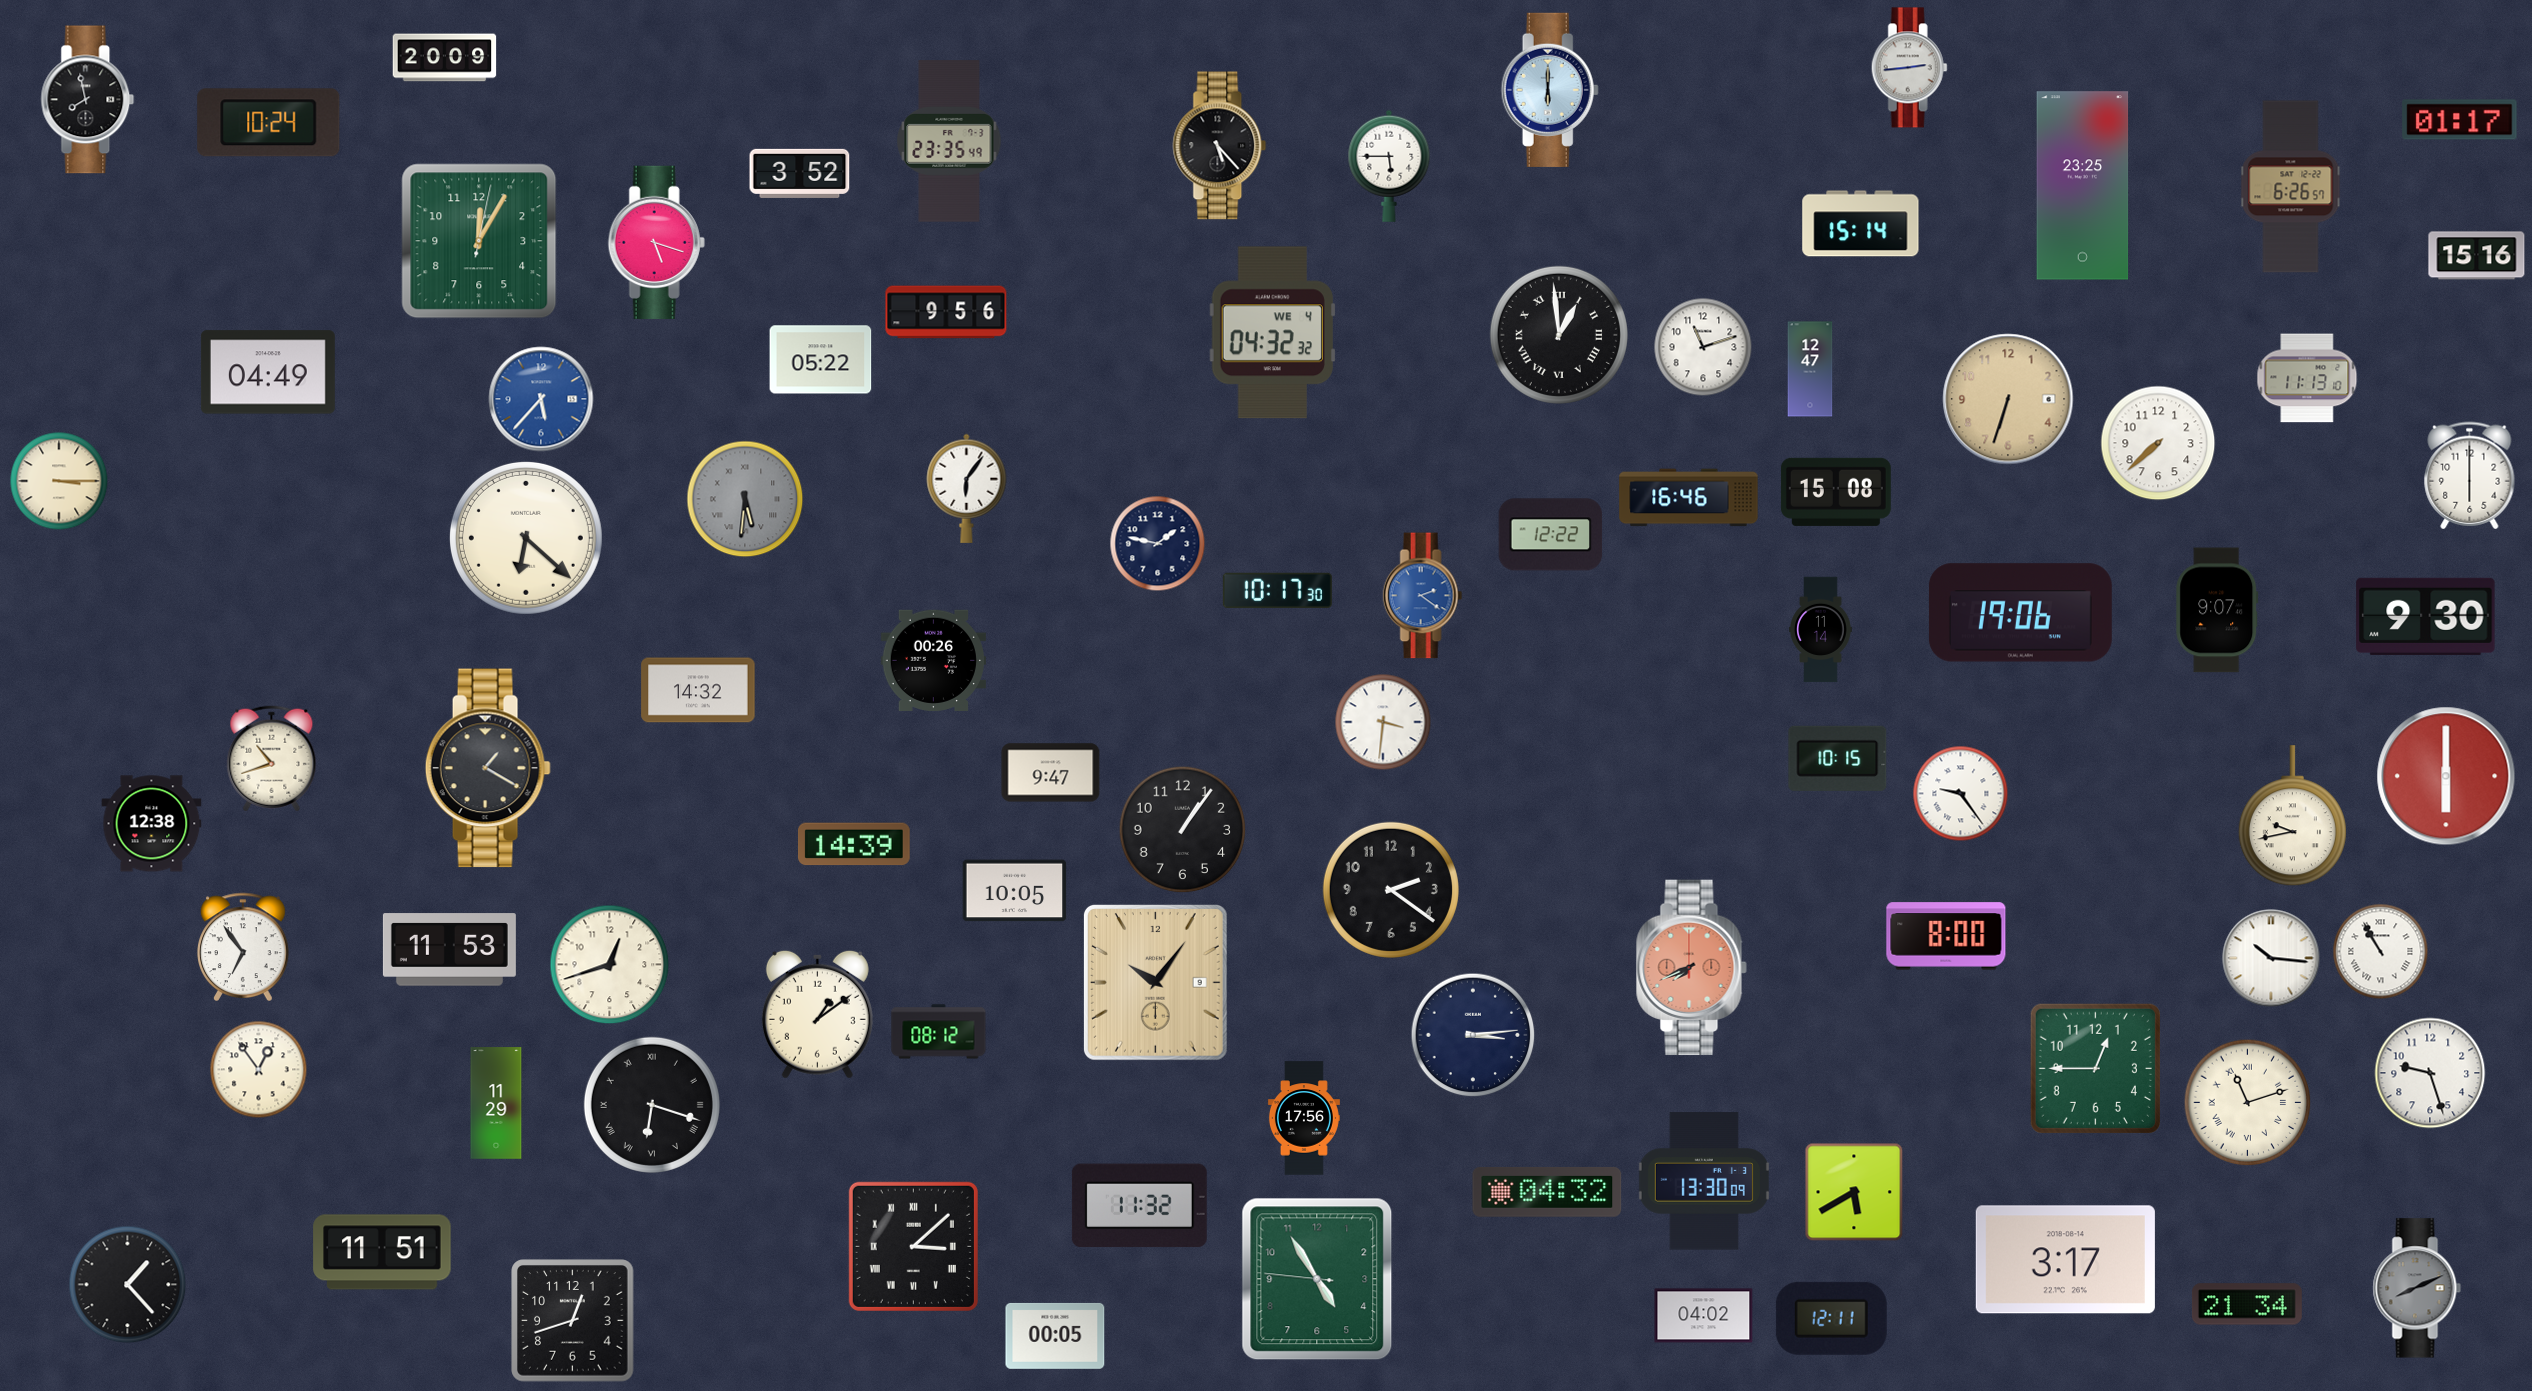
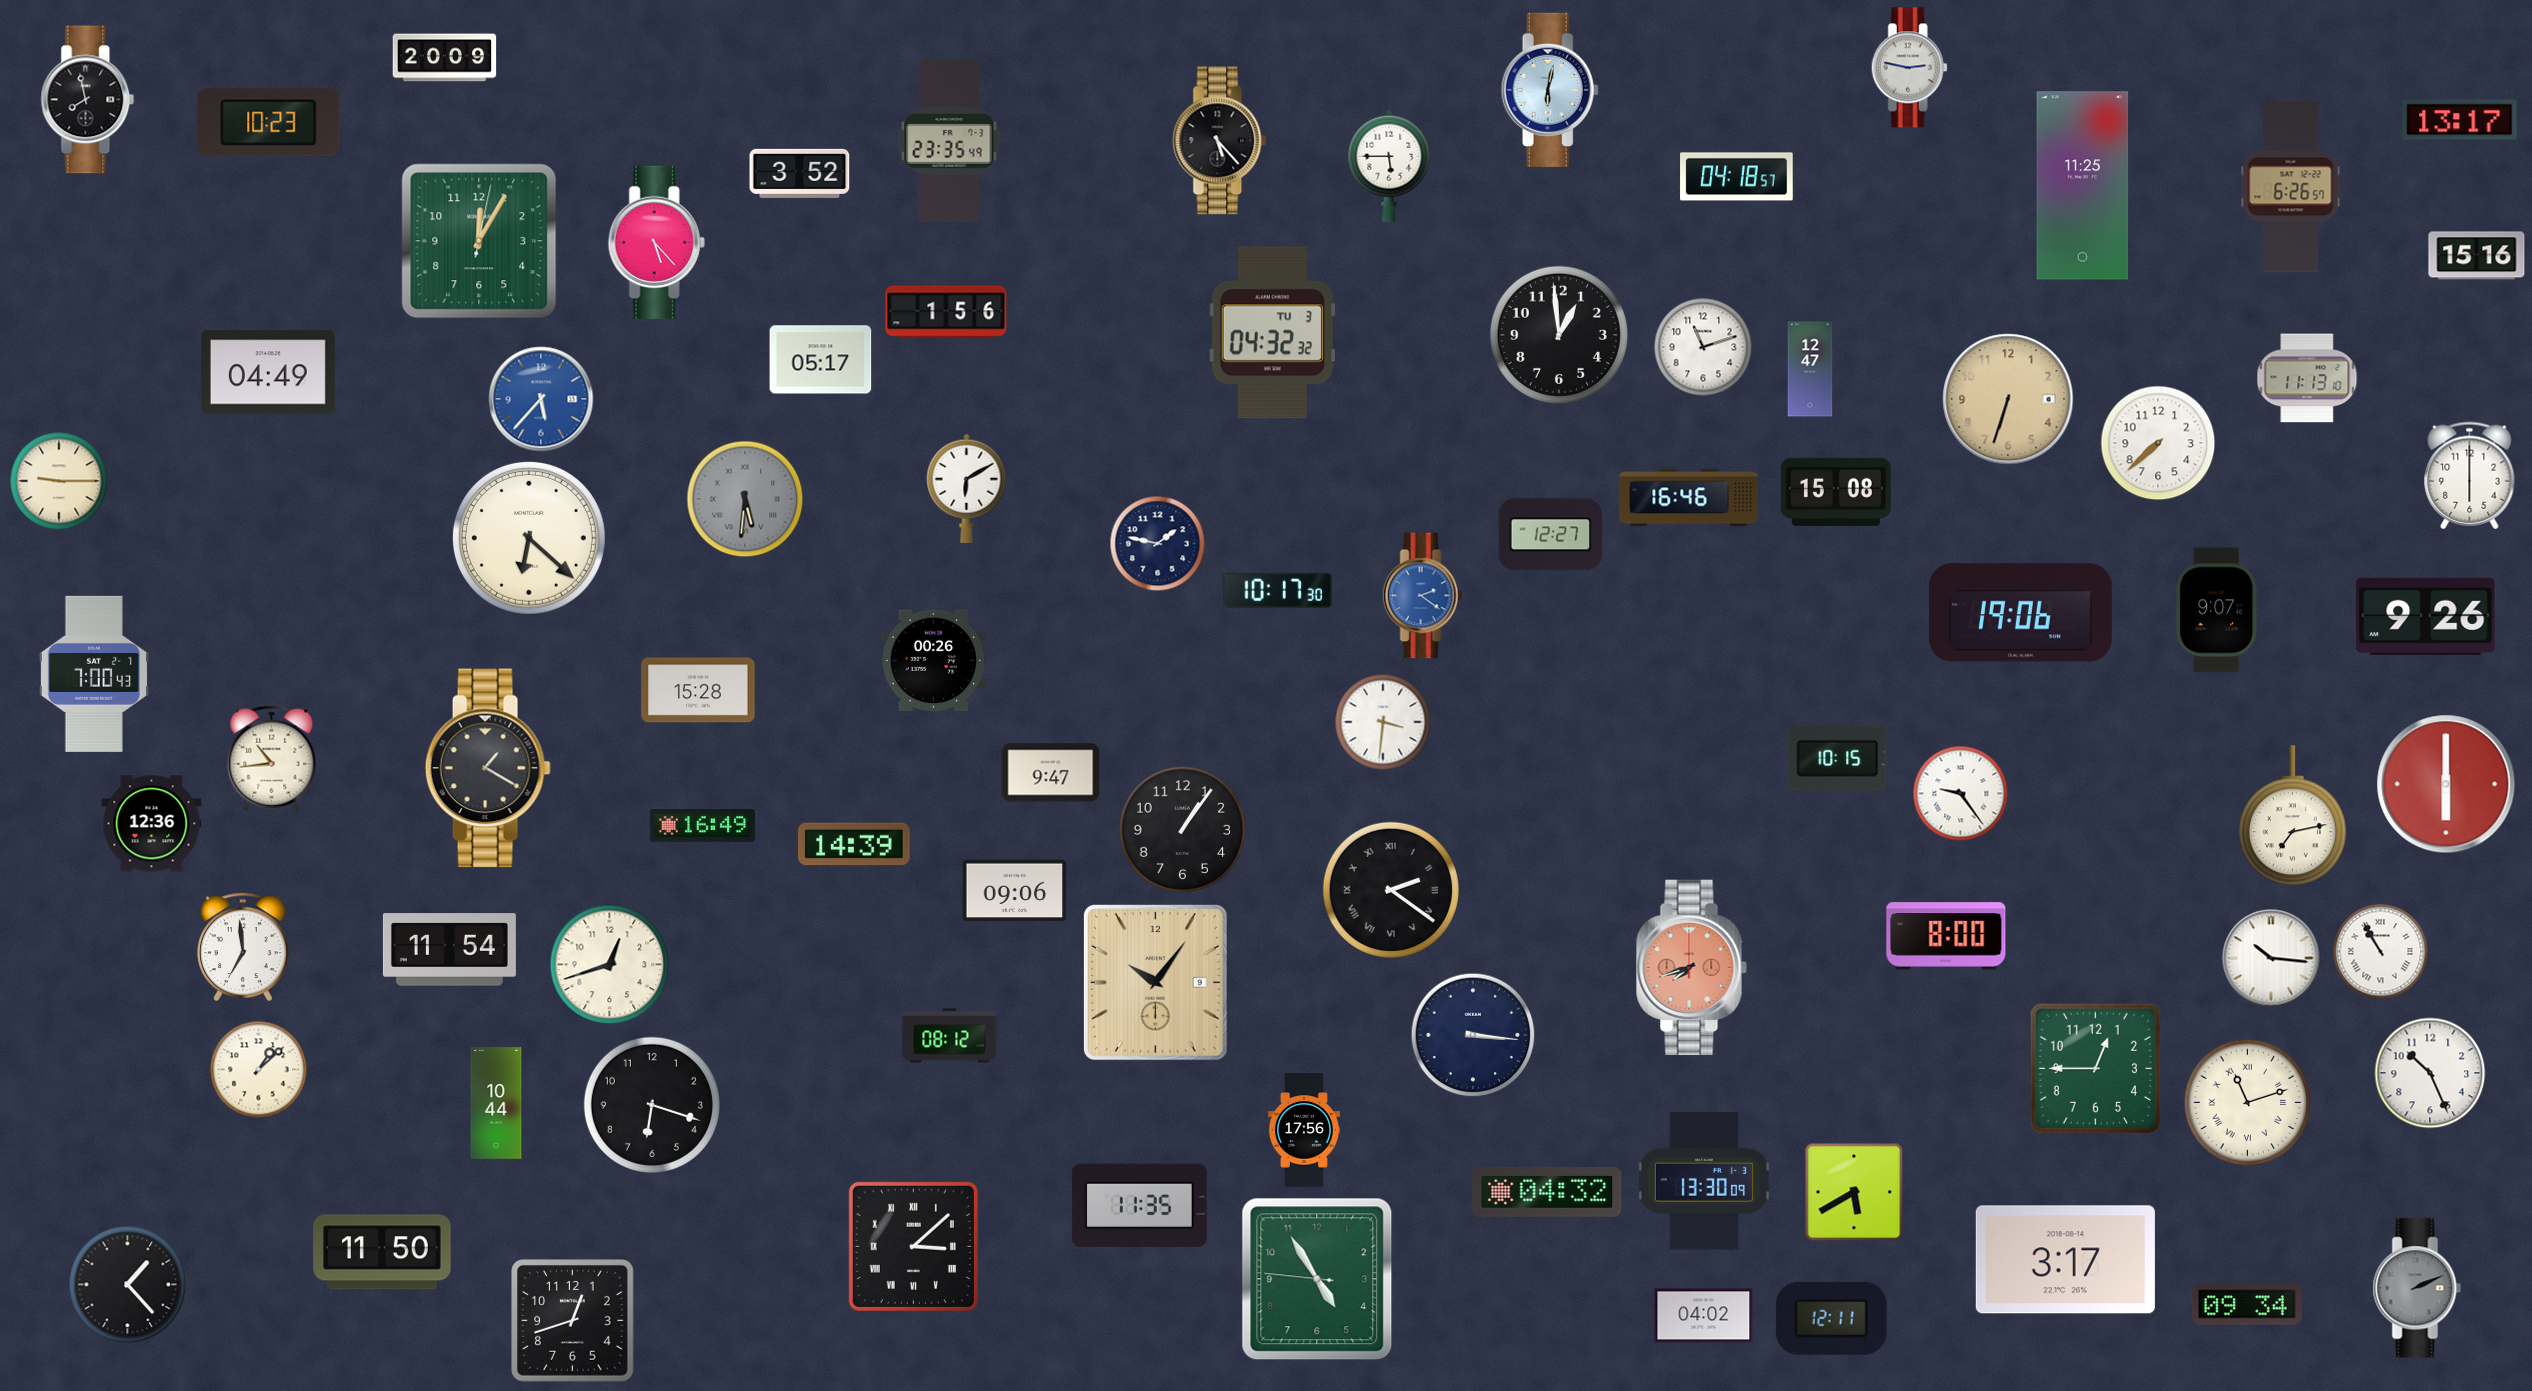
clock at (1909, 68): 2:44 -> 2:47
clock at (1550, 90): 6:00 -> 6:02
clock at (2460, 120): 01:17 -> 13:17
clock at (269, 123): 10:24 -> 10:23
clock at (1220, 146) position: (1220, 146) -> (1220, 141)
clock at (1737, 177): none -> 04:18
clock at (2083, 186): 23:25 -> 11:25
clock at (1861, 224): 15:14 -> none
clock at (656, 242): 5:18 -> 5:23
clock at (946, 312): 9:56 -> 1:56
clock at (1272, 333) date: WE 4 -> TU 3
clock at (1559, 335) numerals: Roman -> Arabic
clock at (821, 360): 05:22 -> 05:17
clock at (59, 481): 3:15 -> 9:15
clock at (967, 488): 6:06 -> 6:10
clock at (1551, 535): 12:22 -> 12:27
clock at (526, 538) position: (526, 538) -> (529, 538)
clock at (2426, 616): 9:30 -> 9:26
clock at (1821, 630): 11:14 -> none
clock at (94, 674): none -> 7:00
clock at (698, 690): 14:32 -> 15:28
clock at (272, 759): 10:42 -> 10:44
clock at (2446, 776) position: (2446, 776) -> (2446, 784)
clock at (2292, 816): 9:43 -> 7:13
clock at (152, 824): 12:38 -> 12:36
clock at (703, 826): none -> 16:49
clock at (1391, 890) numerals: Arabic -> Roman
clock at (1015, 891): 10:05 -> 09:06
clock at (244, 946): 6:54 -> 6:59
clock at (449, 950): 11:53 -> 11:54
clock at (1691, 968): 7:41 -> 7:42
clock at (817, 1014): 1:09 -> none
clock at (939, 1032) position: (939, 1032) -> (950, 1036)
clock at (1473, 1035): 3:14 -> 3:16
clock at (259, 1070): 12:54 -> 1:08
clock at (2430, 1073): 9:27 -> 10:26
clock at (496, 1103): 11:29 -> 10:44
clock at (652, 1105) numerals: Roman -> Arabic
clock at (1304, 1118) position: (1304, 1118) -> (1304, 1130)
clock at (1139, 1206): 11:32 -> 11:35
clock at (382, 1252): 11:51 -> 11:50
clock at (2417, 1288): 8:11 -> 2:11
clock at (2247, 1304): 21:34 -> 09:34
clock at (1055, 1336): 00:05 -> none
